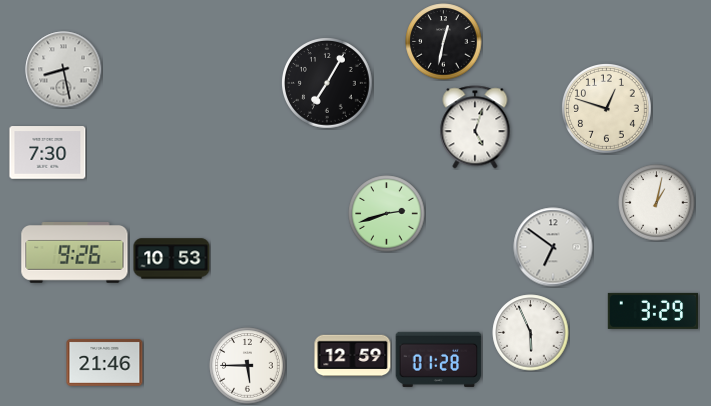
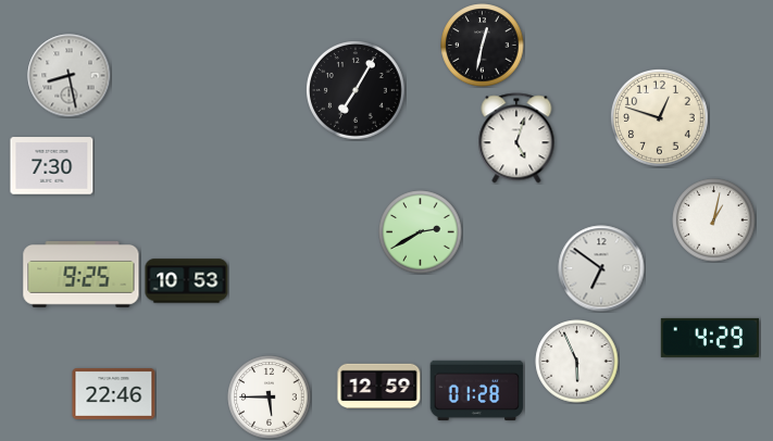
clock at (387, 214): 2:42 -> 2:40
clock at (75, 253): 9:26 -> 9:25
clock at (652, 311): 3:29 -> 4:29
clock at (353, 356) position: (353, 356) -> (379, 387)
clock at (105, 363): 21:46 -> 22:46
